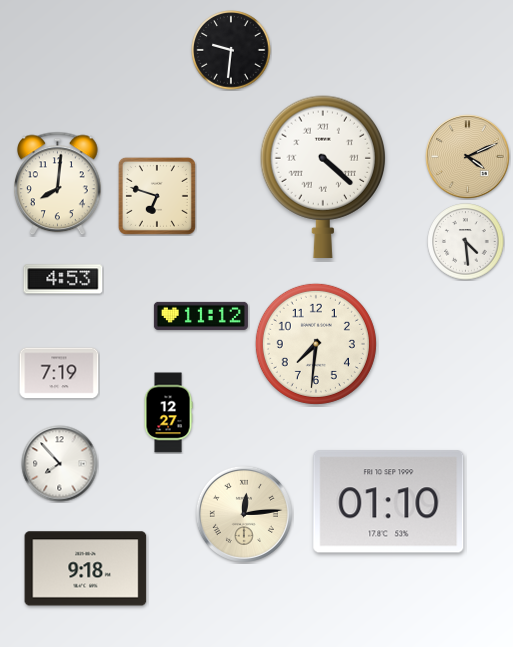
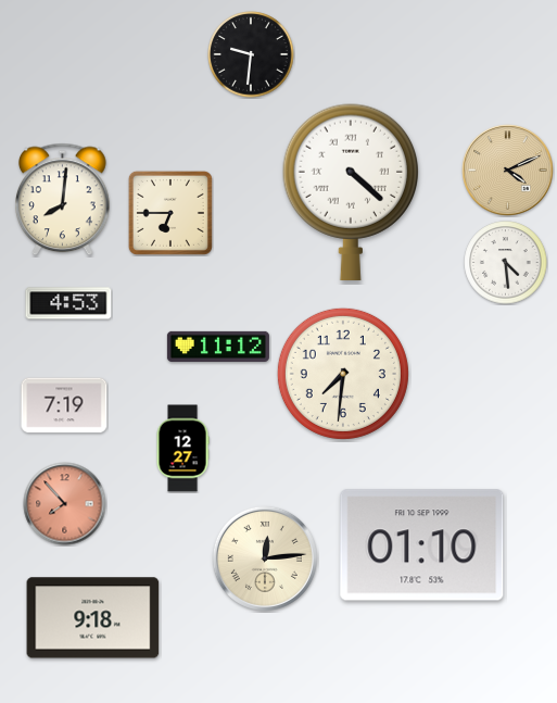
clock at (157, 196): 6:48 -> 6:45
clock at (201, 316) position: (201, 316) -> (218, 347)
clock at (60, 464) dial: white -> salmon
